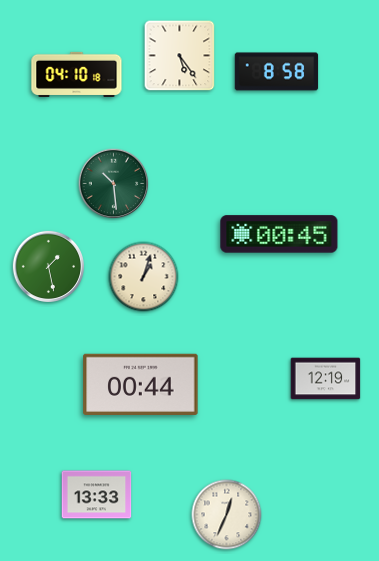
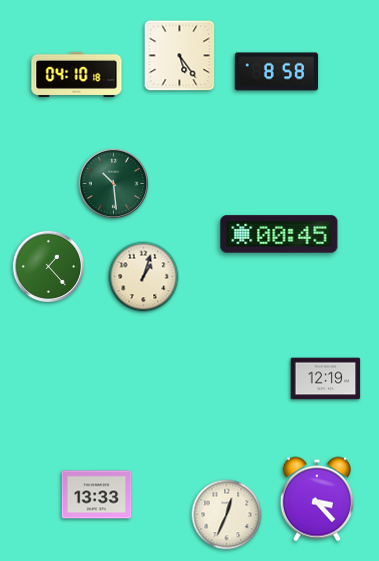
clock at (48, 266): 1:28 -> 1:23
clock at (141, 384): 00:44 -> none
clock at (317, 499): none -> 3:23
